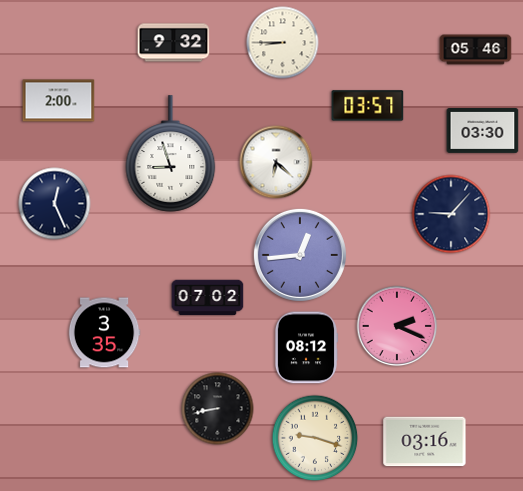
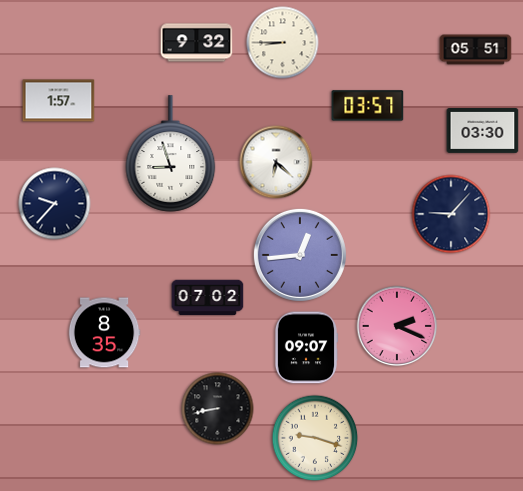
clock at (174, 43) position: (174, 43) -> (197, 43)
clock at (476, 50): 05:46 -> 05:51
clock at (59, 101): 2:00 -> 1:57
clock at (55, 204): 12:26 -> 9:37
clock at (104, 333): 3:35 -> 8:35
clock at (305, 348): 08:12 -> 09:07
clock at (425, 442): 03:16 -> none
